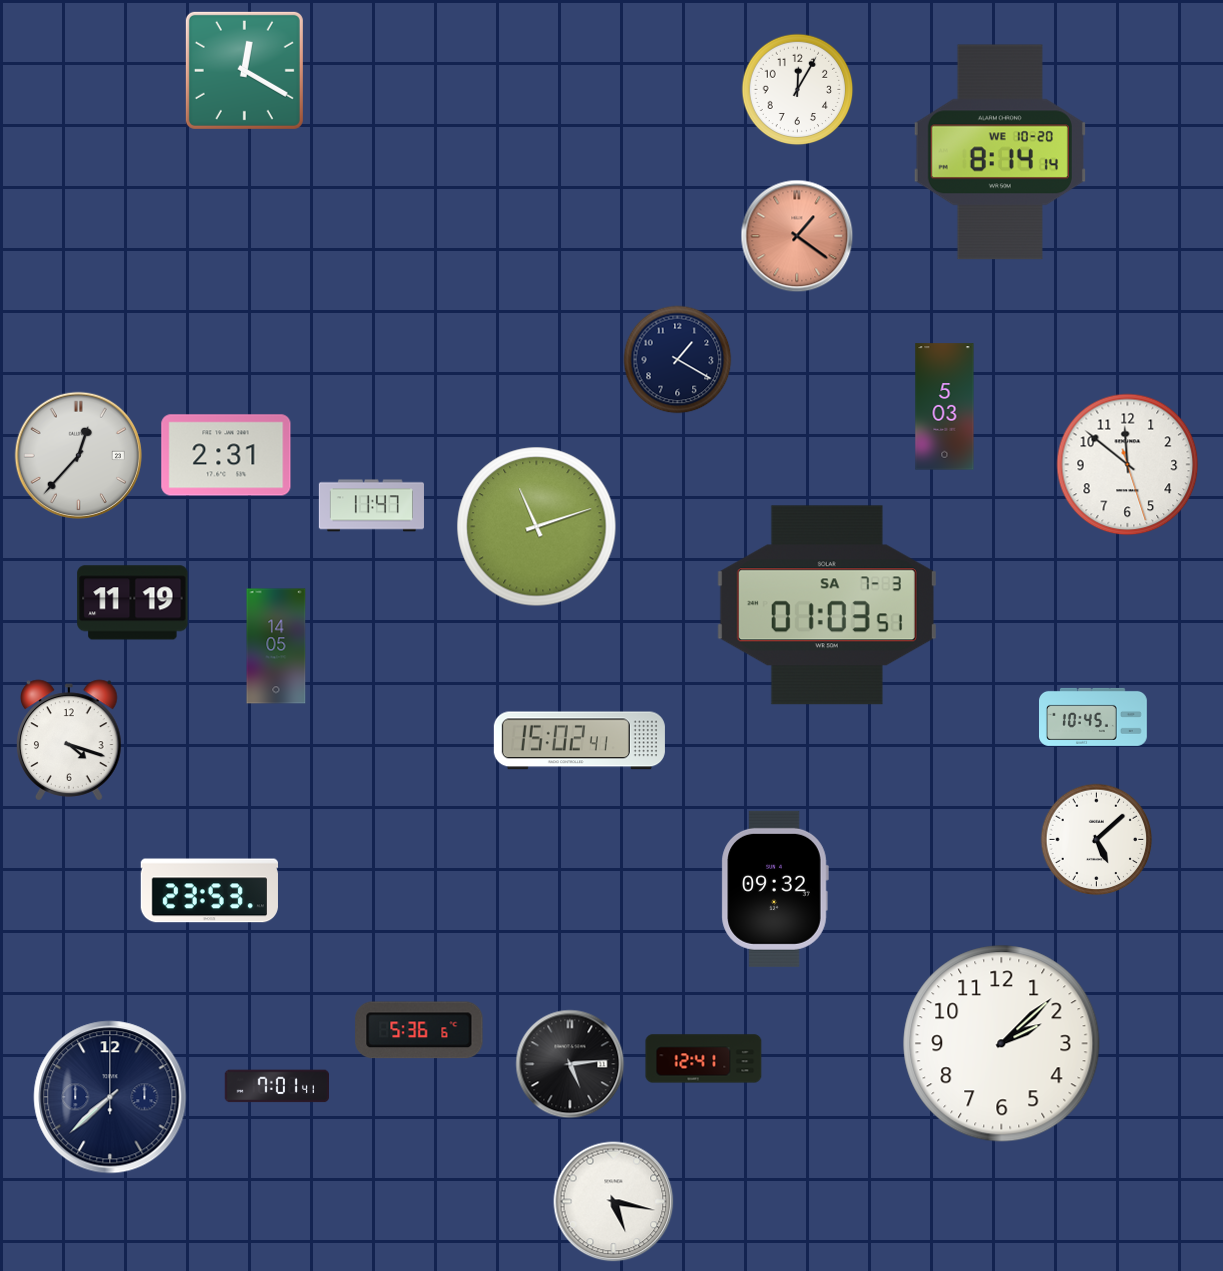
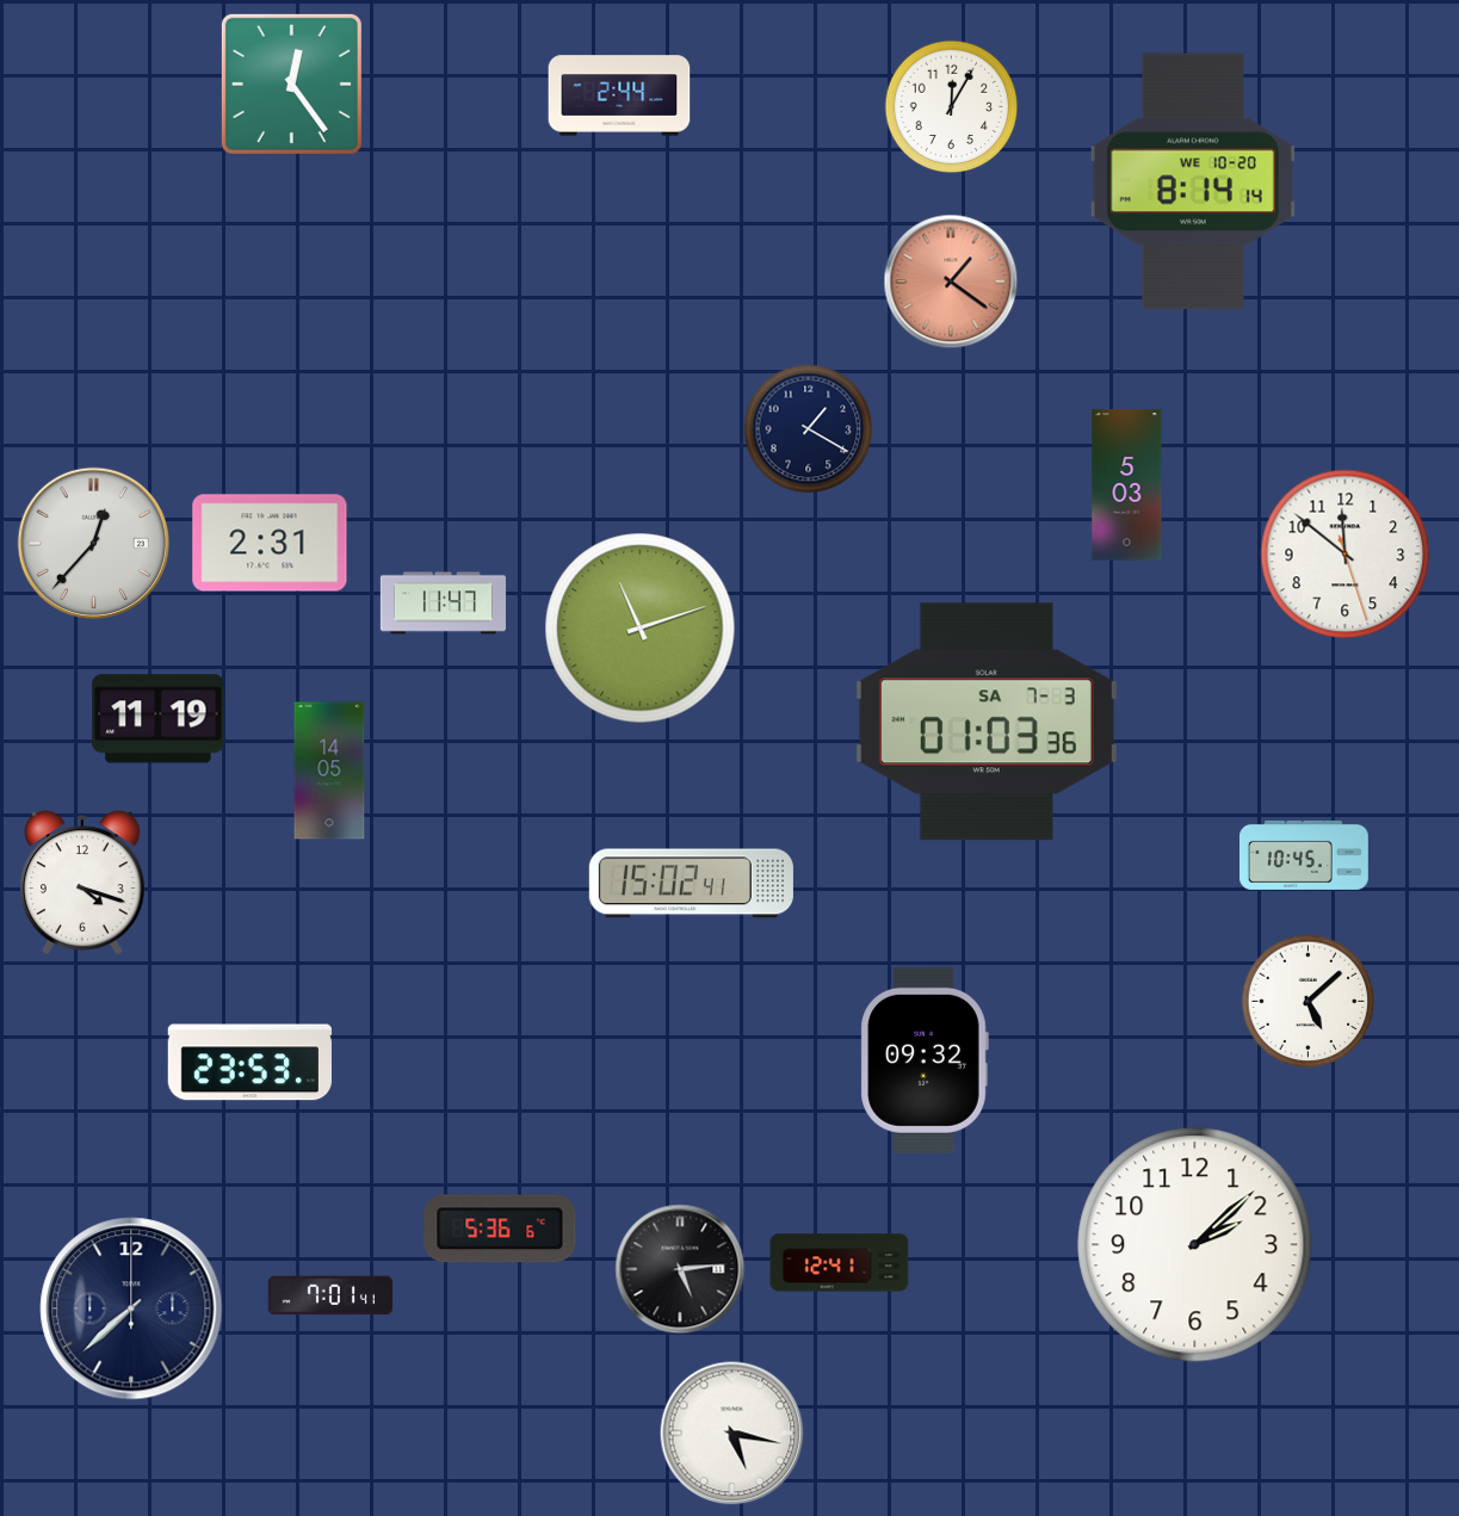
clock at (244, 70): 12:20 -> 12:24
clock at (619, 95): none -> 2:44
clock at (827, 605): 01:03:51 -> 01:03:36
